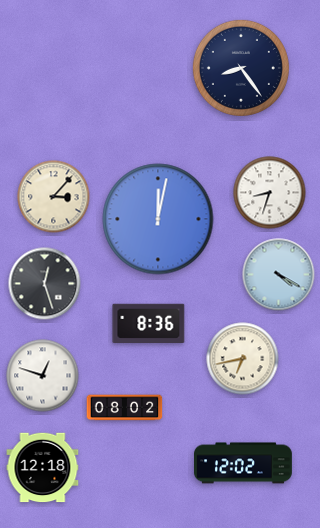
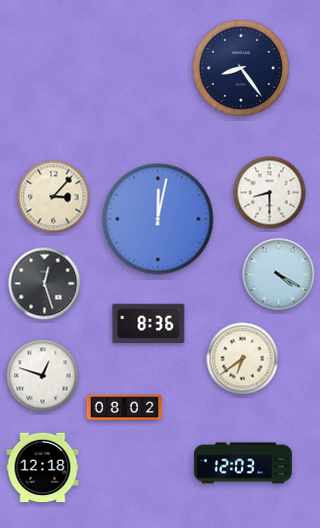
clock at (270, 193): 8:33 -> 8:30
clock at (243, 359): 6:43 -> 6:39
clock at (244, 463): 12:02 -> 12:03
